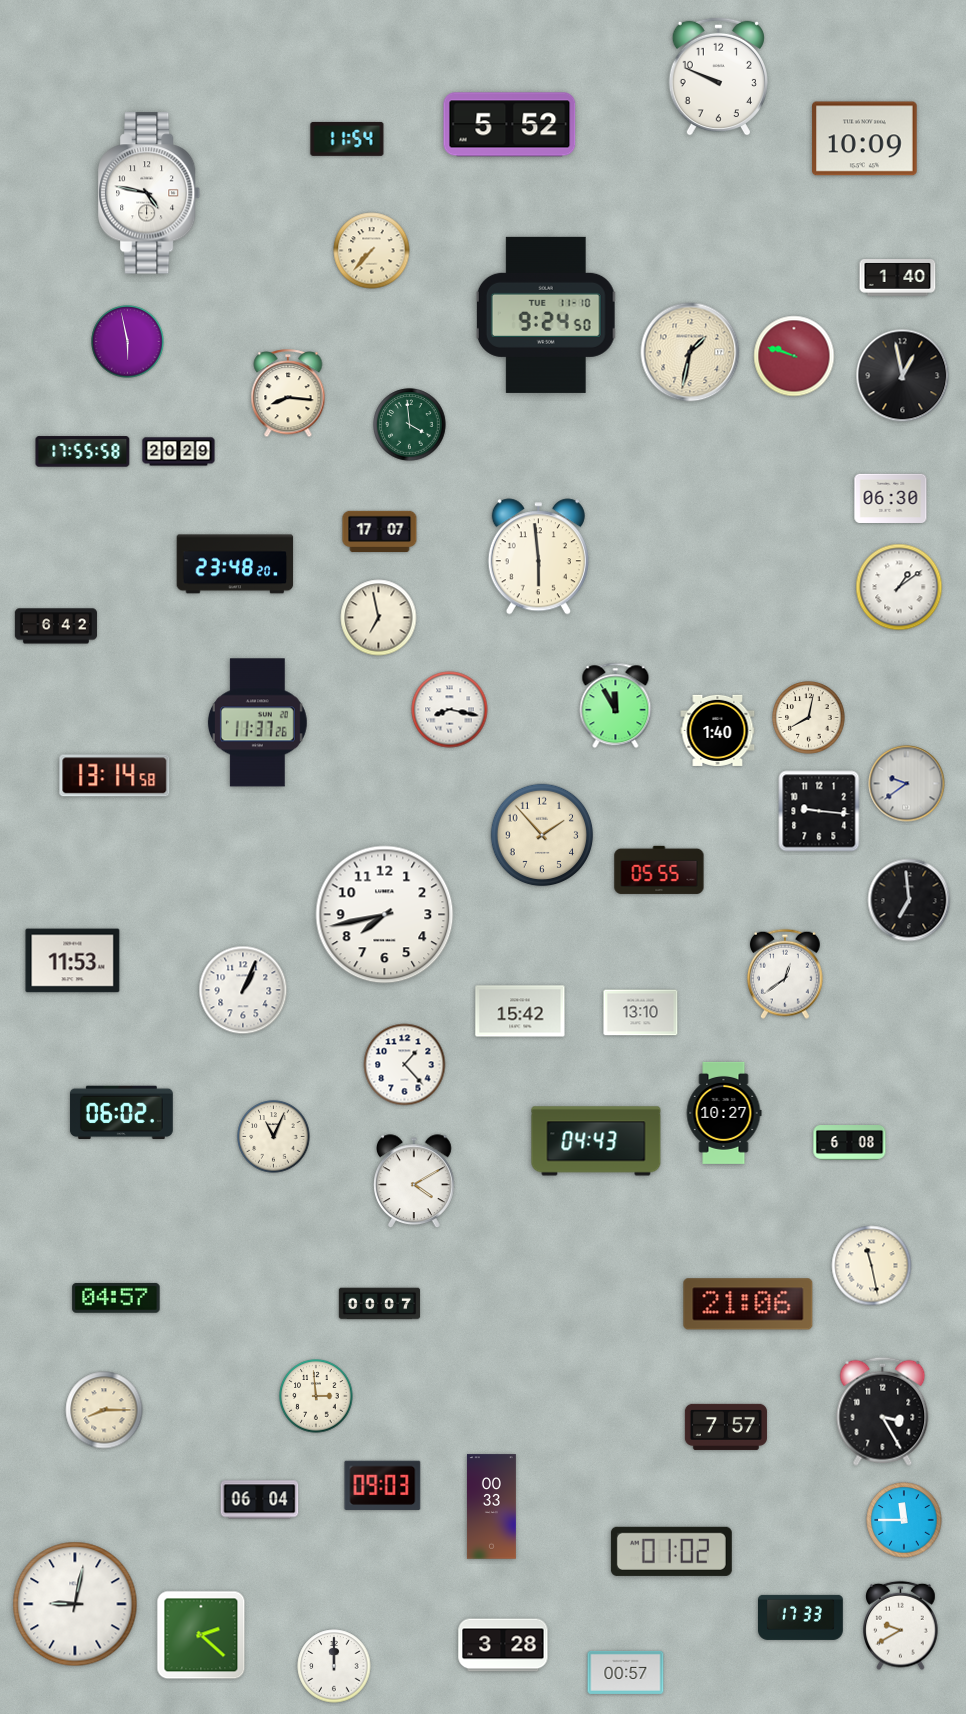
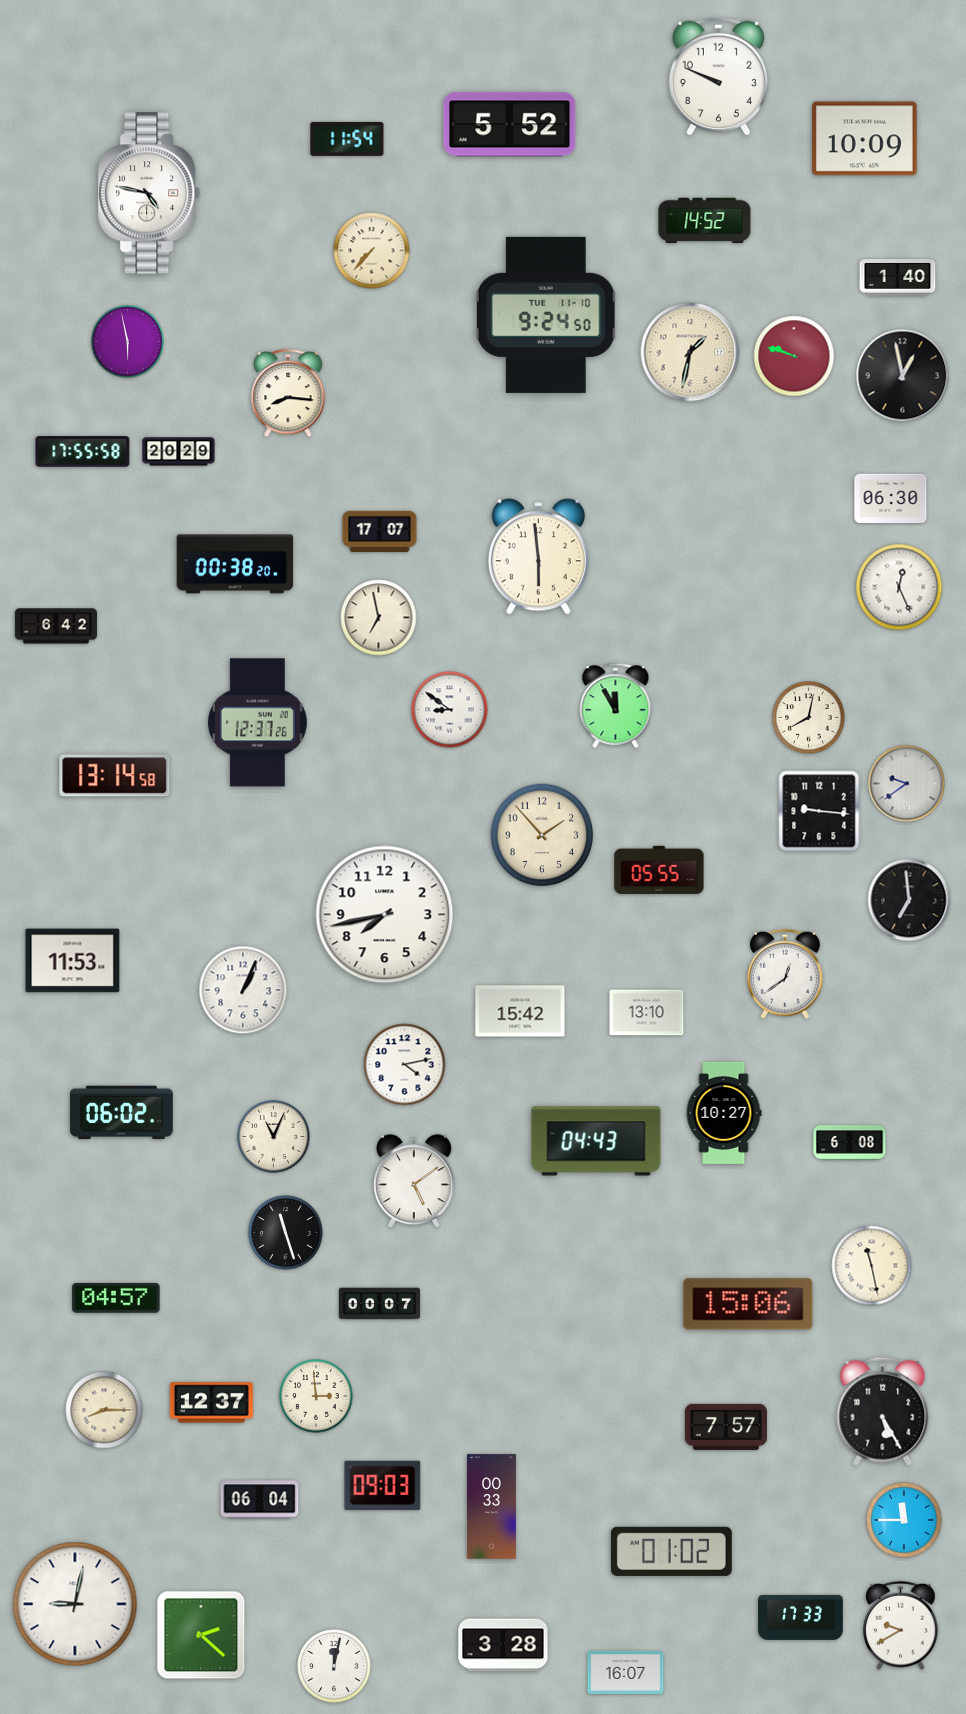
clock at (705, 221): none -> 14:52
clock at (410, 425): 3:59 -> none
clock at (235, 564): 23:48 -> 00:38
clock at (899, 587): 1:09 -> 12:26
clock at (450, 710): 8:17 -> 8:51
clock at (257, 723): 11:37 -> 12:37
clock at (718, 730): 1:40 -> none
clock at (641, 1013) position: (641, 1013) -> (647, 1013)
clock at (405, 1065): 1:23 -> 4:13
clock at (415, 1182): 4:10 -> 5:09
clock at (286, 1233): none -> 11:27
clock at (748, 1304): 21:06 -> 15:06
clock at (211, 1403): none -> 12:37
clock at (883, 1411): 3:25 -> 5:25
clock at (334, 1666): 12:00 -> 12:02
clock at (626, 1672): 00:57 -> 16:07
